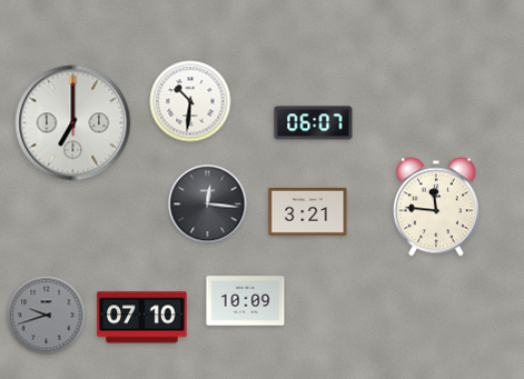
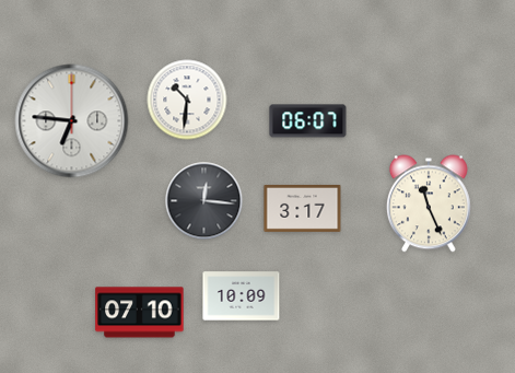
clock at (73, 123): 7:00 -> 6:46
clock at (436, 207): 11:46 -> 11:26
clock at (308, 211): 3:21 -> 3:17
clock at (47, 316): 9:42 -> none
